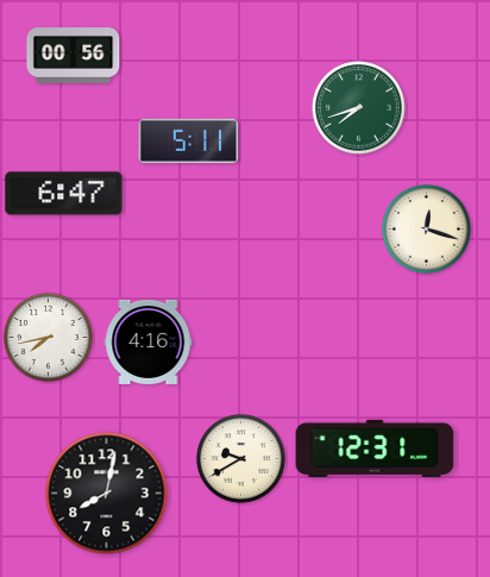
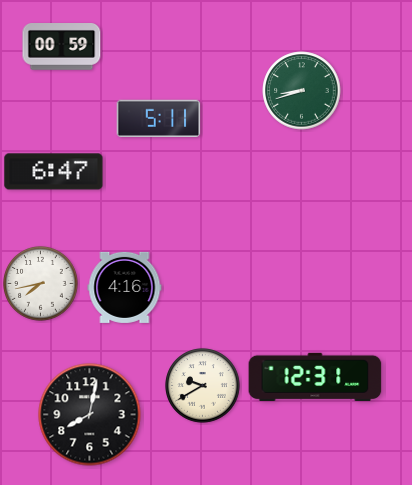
clock at (74, 56): 00:56 -> 00:59
clock at (359, 108): 7:42 -> 8:42
clock at (64, 194) position: (64, 194) -> (54, 172)
clock at (427, 230): 12:18 -> none
